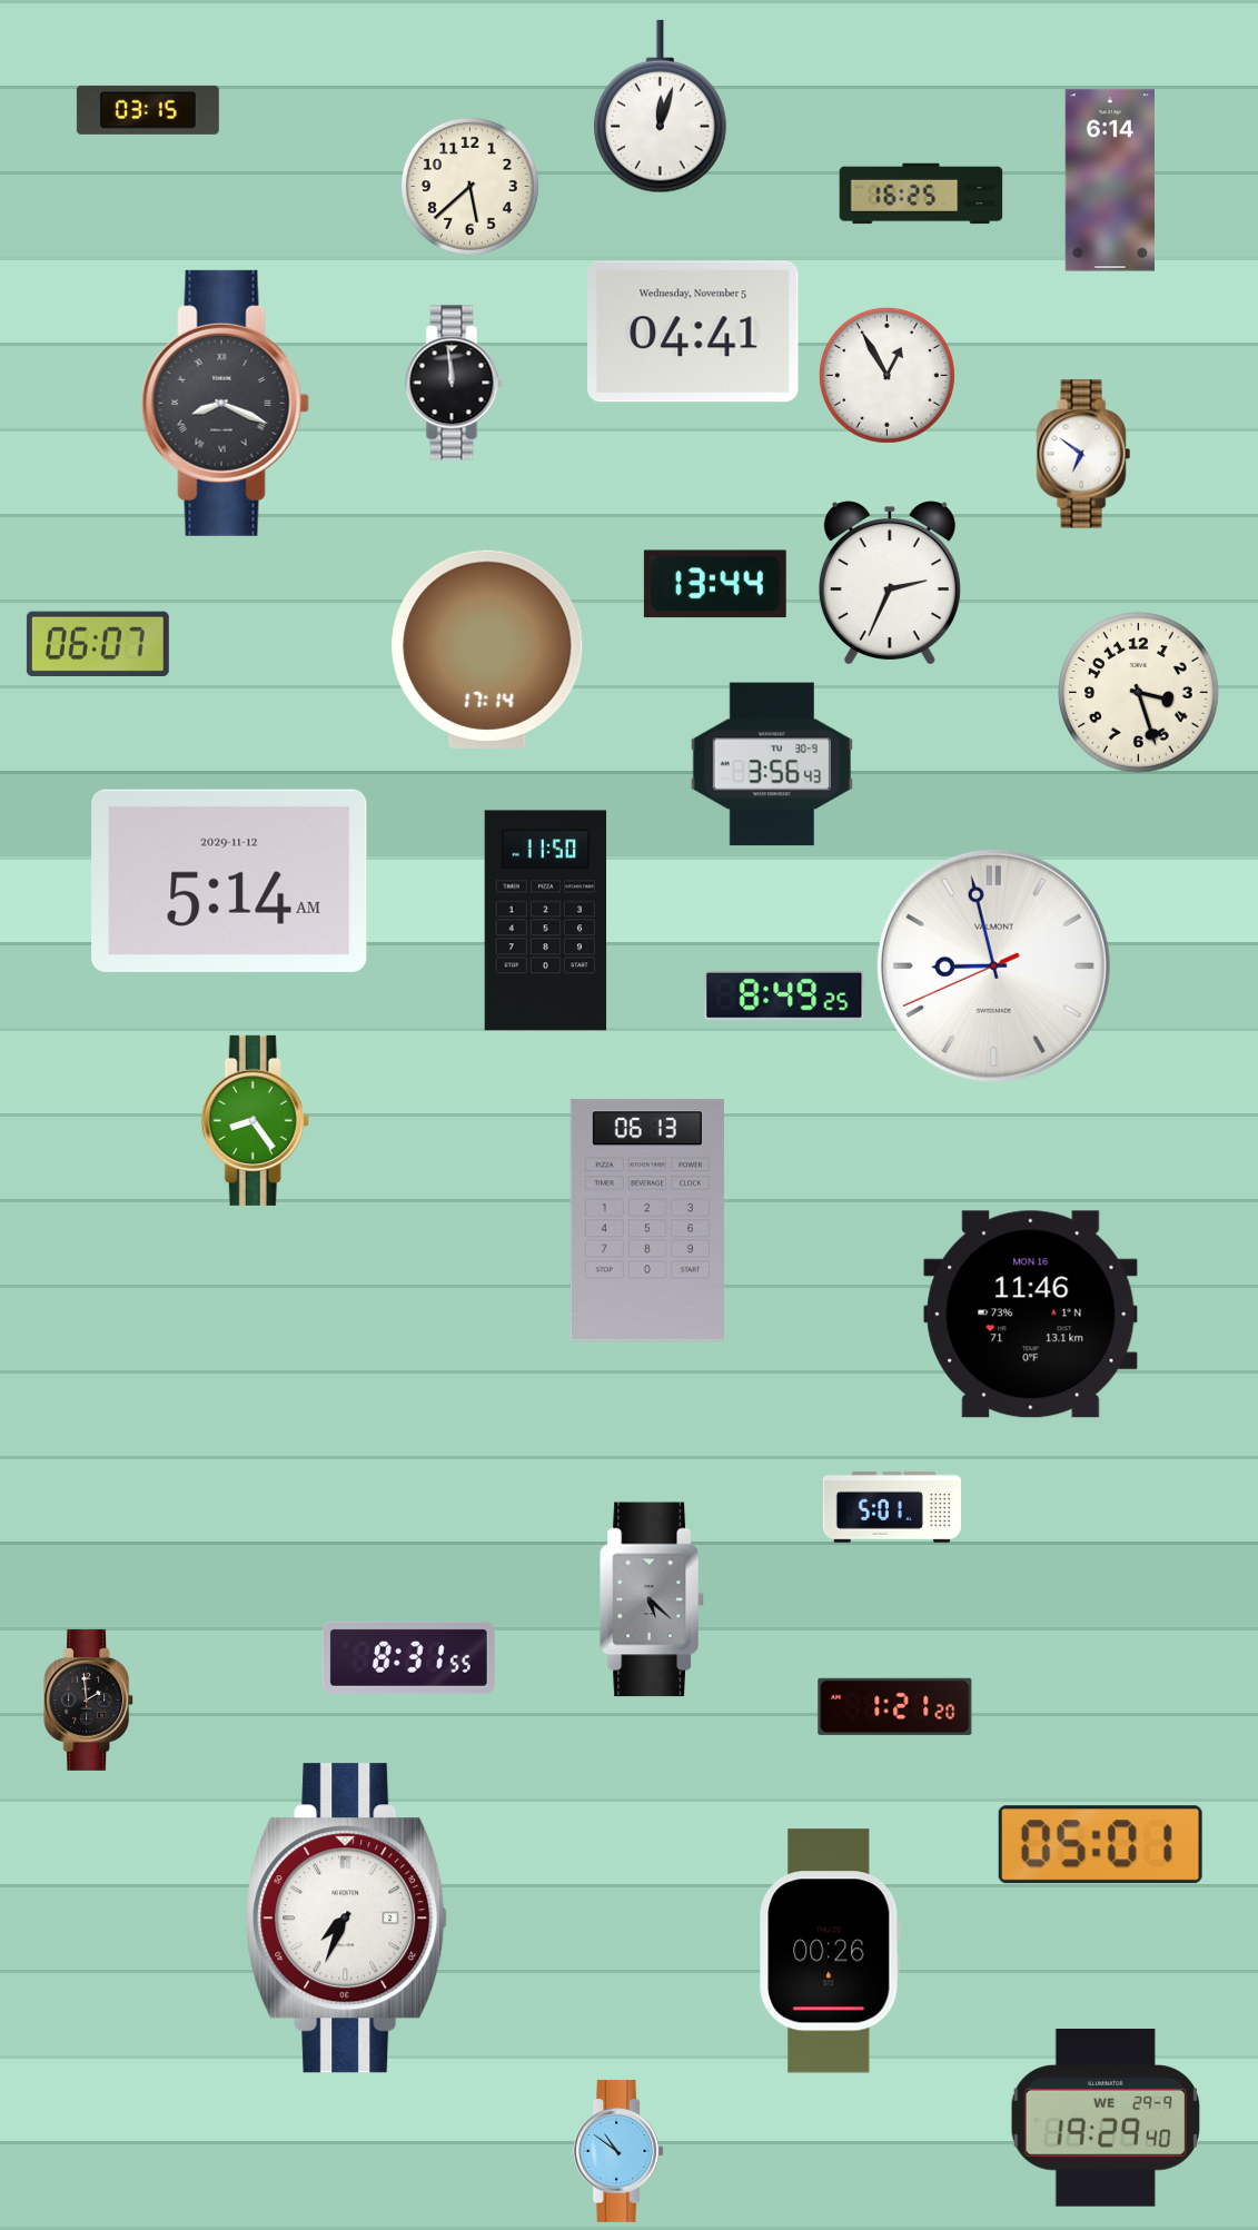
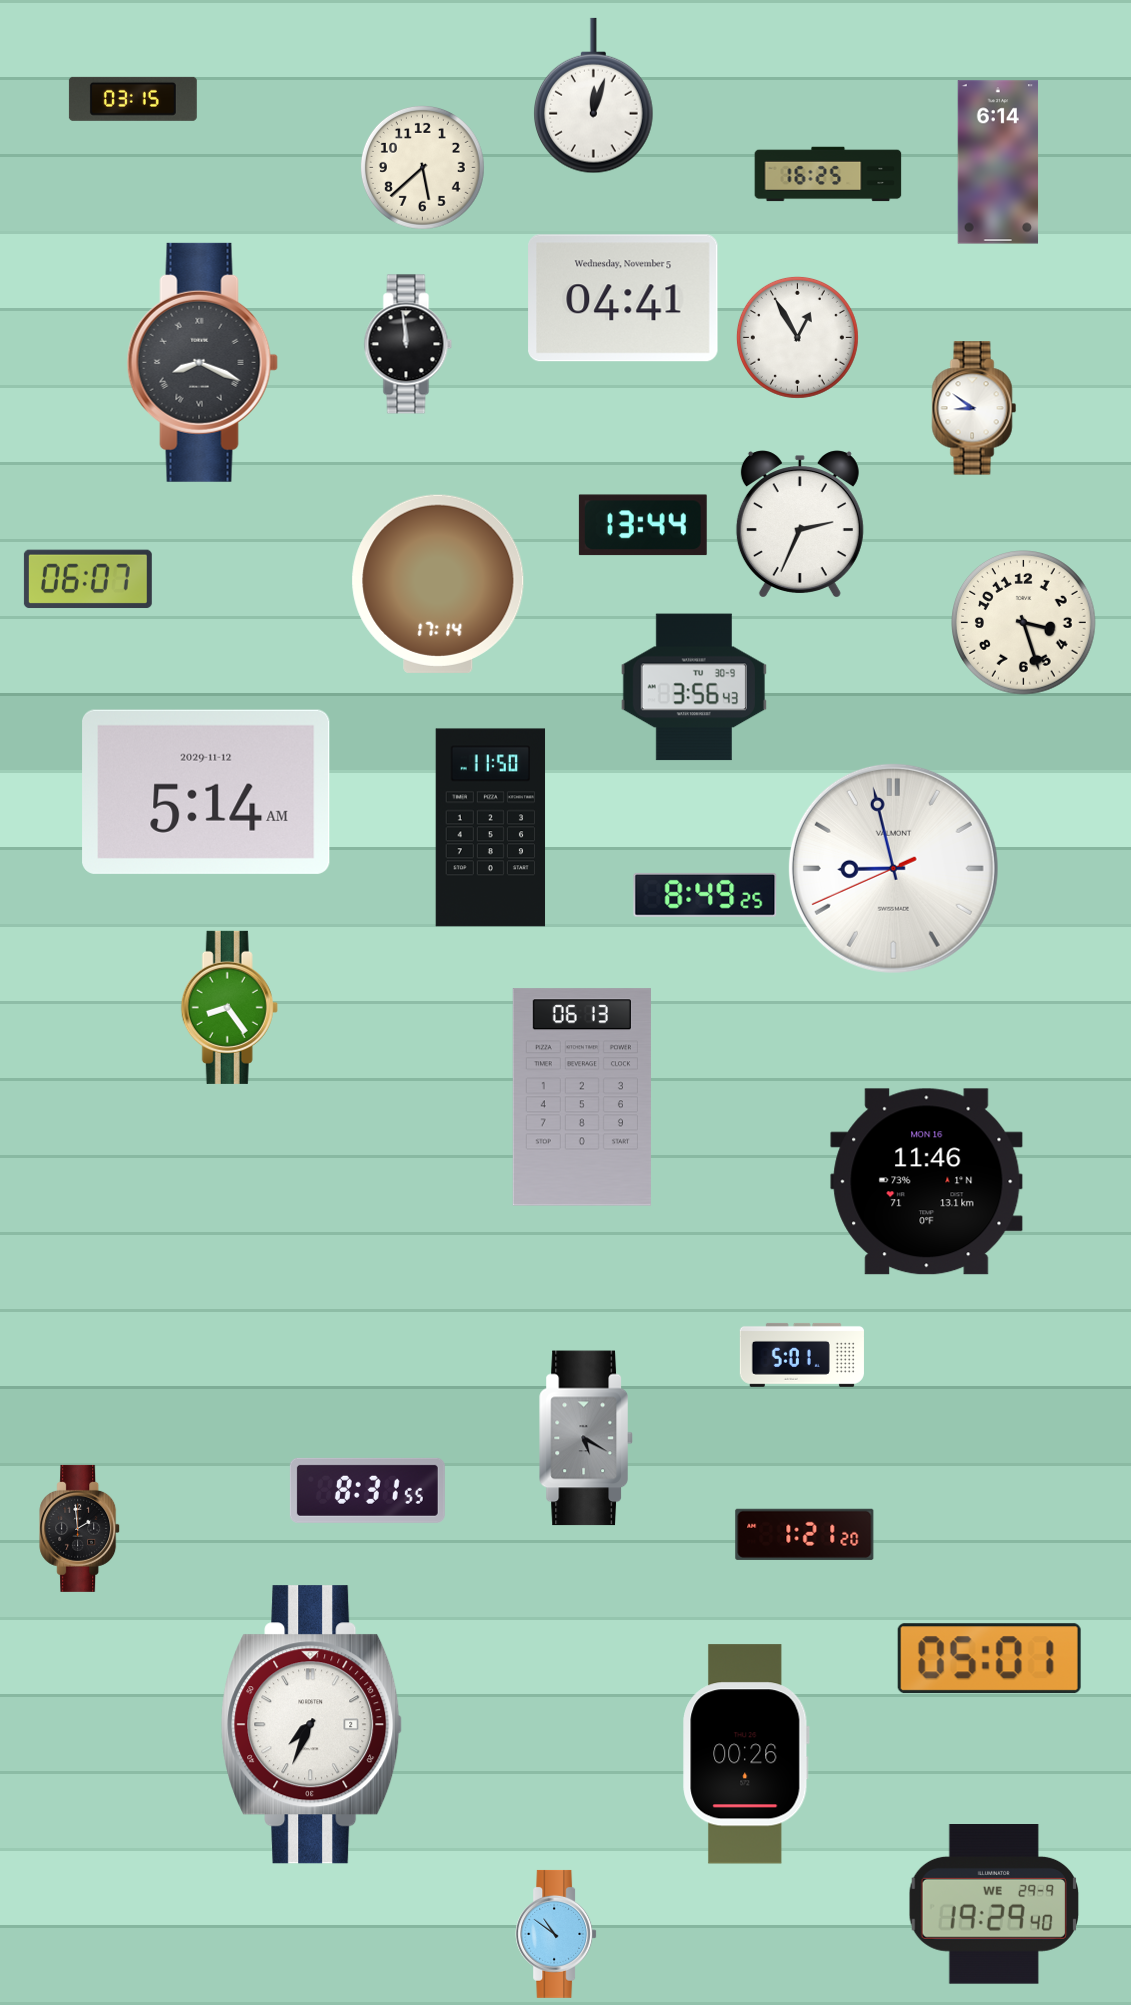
clock at (1083, 454): 6:51 -> 8:51
clock at (652, 1599): 5:22 -> 5:20
